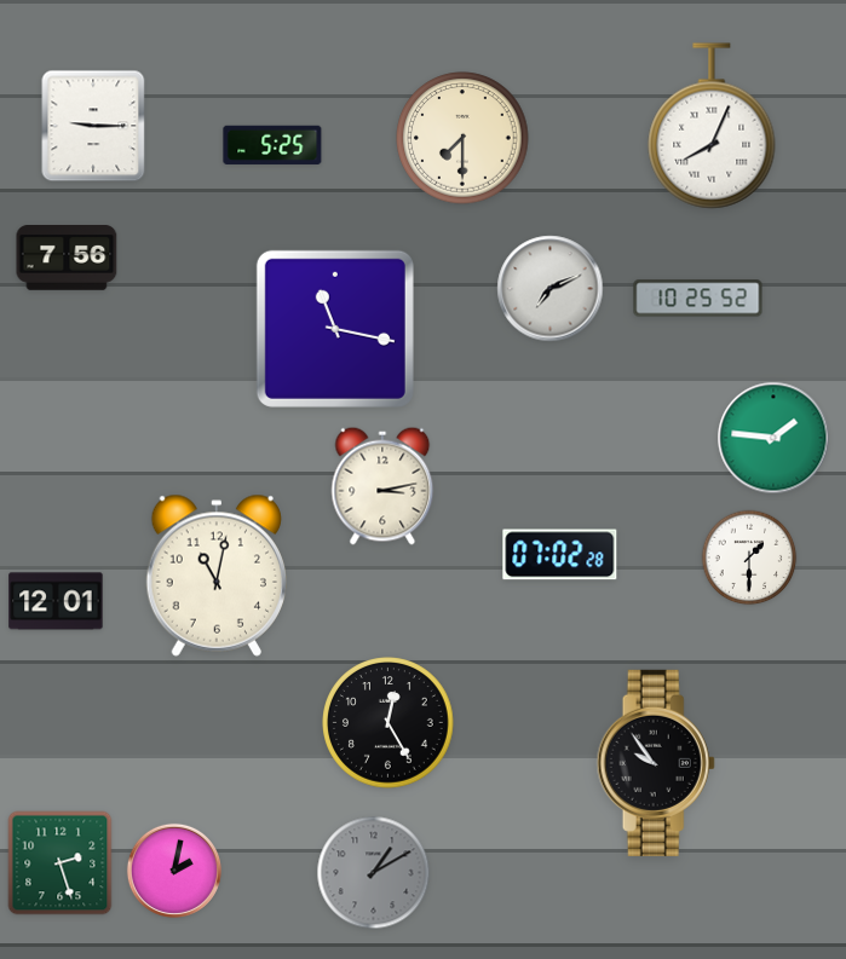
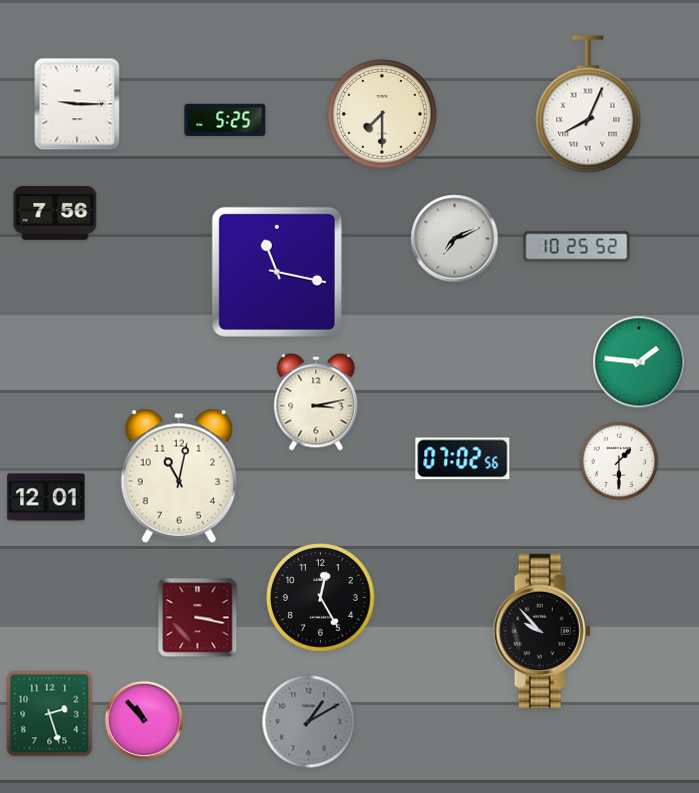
clock at (560, 555): 07:02:28 -> 07:02:56
clock at (198, 618): none -> 3:17
clock at (656, 763): 9:54 -> 9:53
clock at (174, 871): 2:02 -> 10:53
